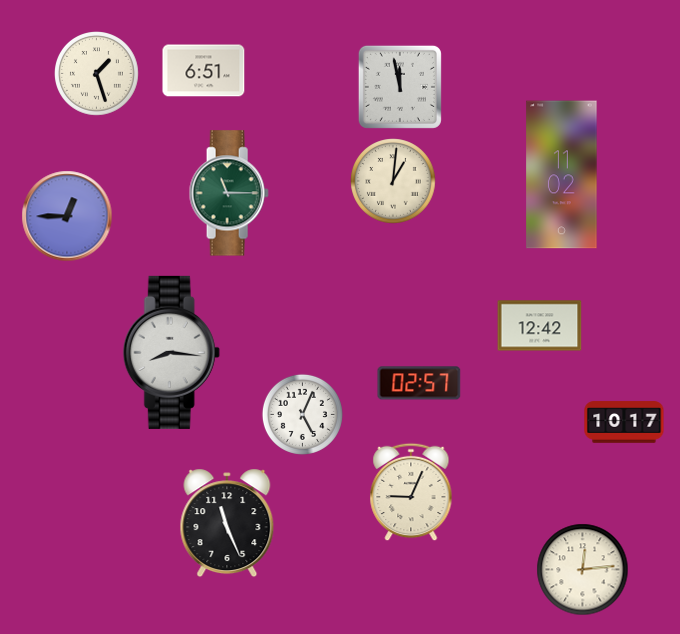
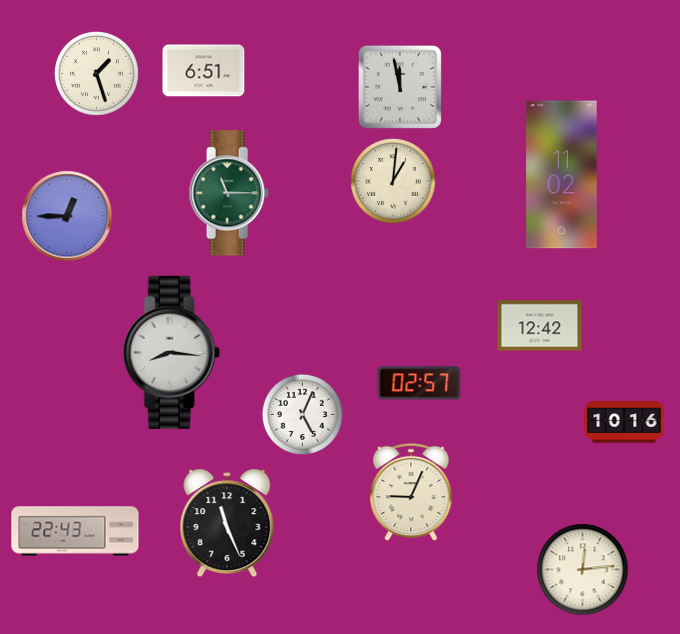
clock at (624, 422): 10:17 -> 10:16
clock at (75, 531): none -> 22:43
